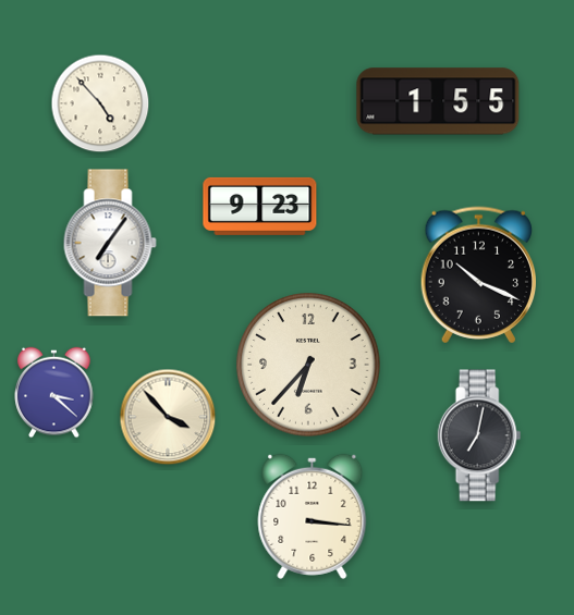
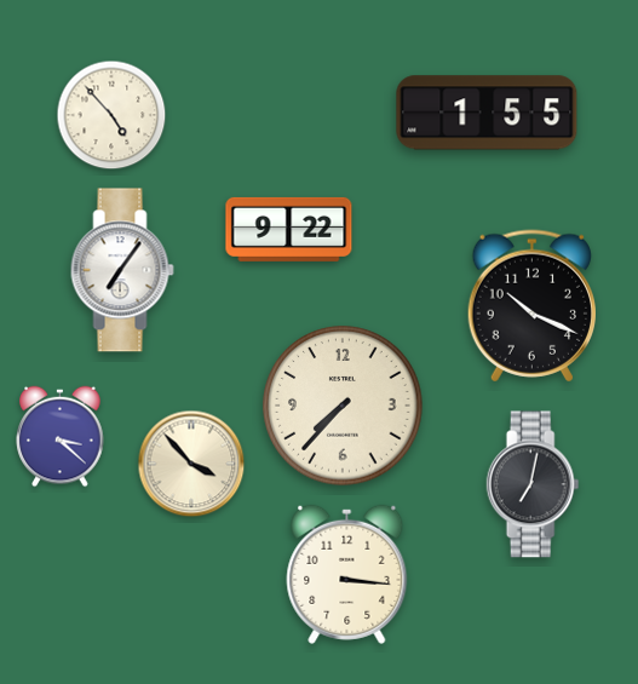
clock at (260, 206): 9:23 -> 9:22
clock at (308, 365): 6:37 -> 7:37
clock at (168, 417) position: (168, 417) -> (191, 464)
